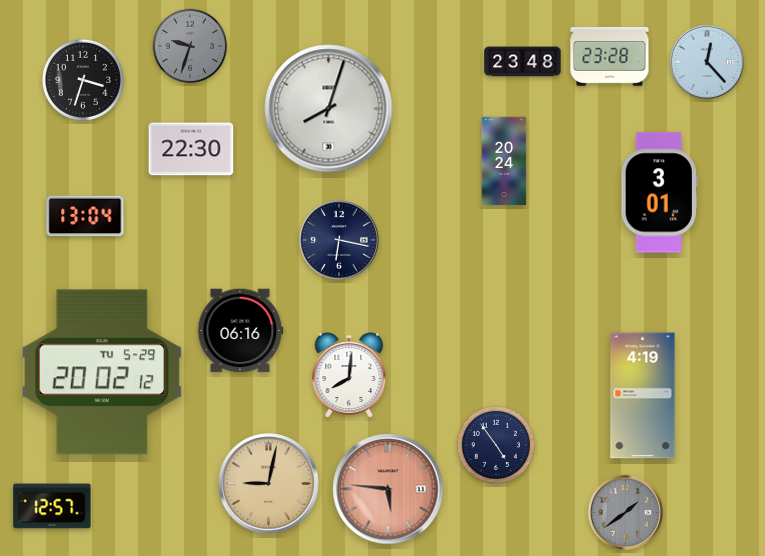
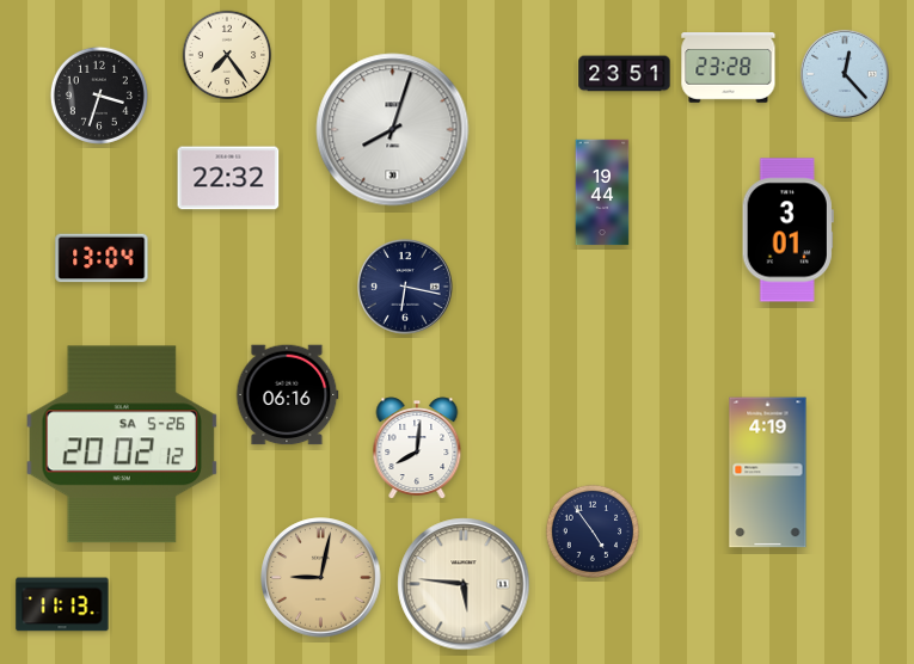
clock at (190, 46): 9:33 -> 7:24
clock at (190, 46) dial: grey -> cream
clock at (523, 62): 23:48 -> 23:51
clock at (191, 149): 22:30 -> 22:32
clock at (504, 161): 20:24 -> 19:44
clock at (102, 372) date: TU 5-29 -> SA 5-26
clock at (388, 489) dial: salmon -> cream
clock at (52, 506): 12:57 -> 11:13
clock at (625, 512): 1:39 -> none
